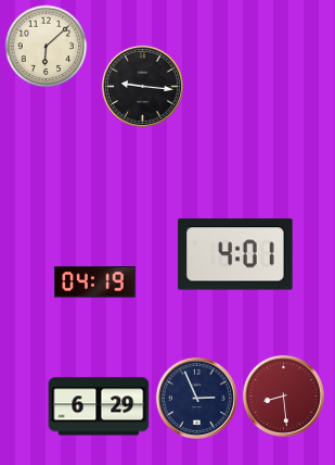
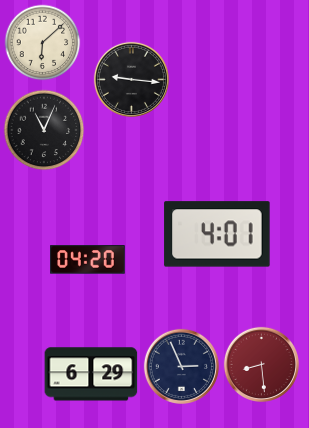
clock at (44, 130): none -> 11:04
clock at (95, 282): 04:19 -> 04:20
